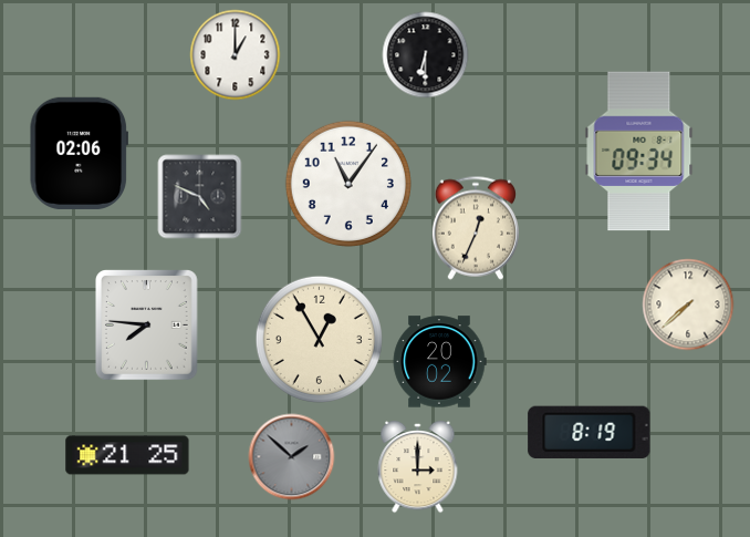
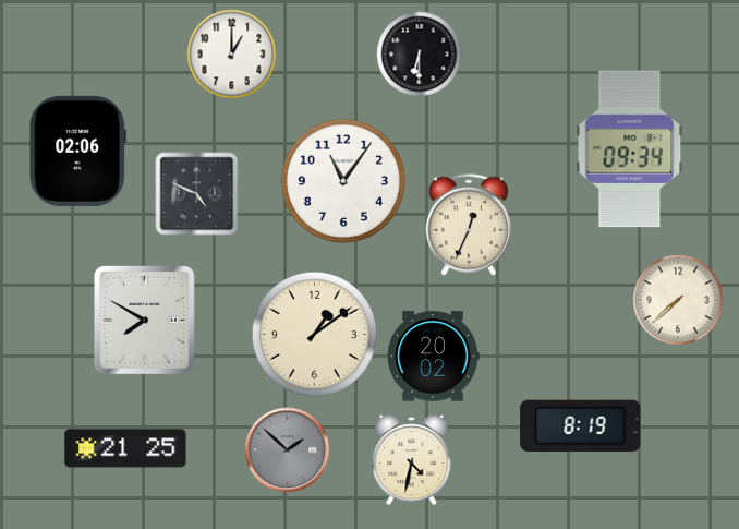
clock at (147, 326): 7:46 -> 7:50
clock at (319, 339): 12:55 -> 1:09
clock at (418, 467): 3:00 -> 4:32
